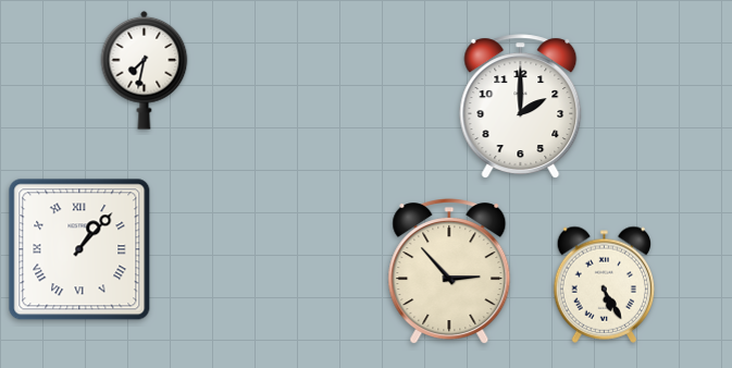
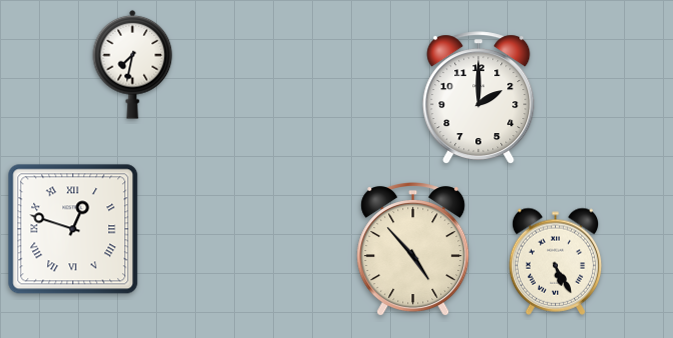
clock at (79, 249): 1:07 -> 12:48
clock at (449, 272): 2:53 -> 4:53
